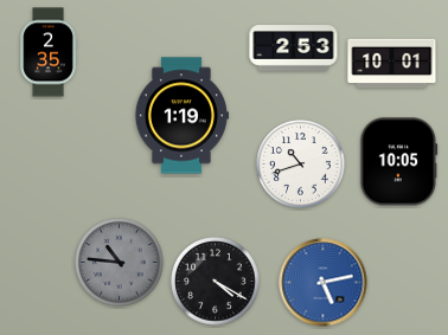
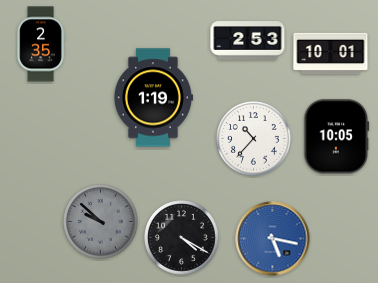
clock at (301, 165): 10:42 -> 10:37
clock at (120, 263): 10:46 -> 9:52
clock at (324, 283): 5:13 -> 5:17
